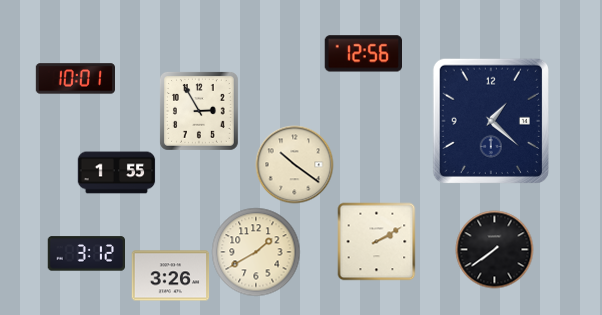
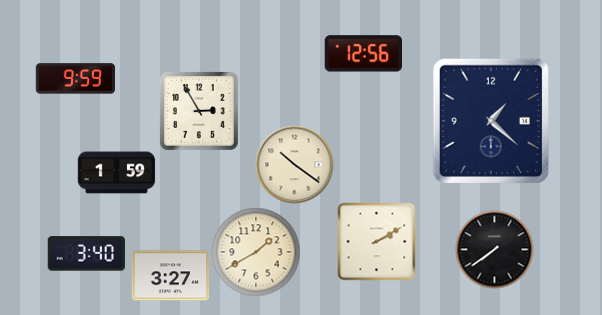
clock at (75, 79): 10:01 -> 9:59
clock at (116, 173): 1:55 -> 1:59
clock at (86, 254): 3:12 -> 3:40
clock at (170, 276): 3:26 -> 3:27
